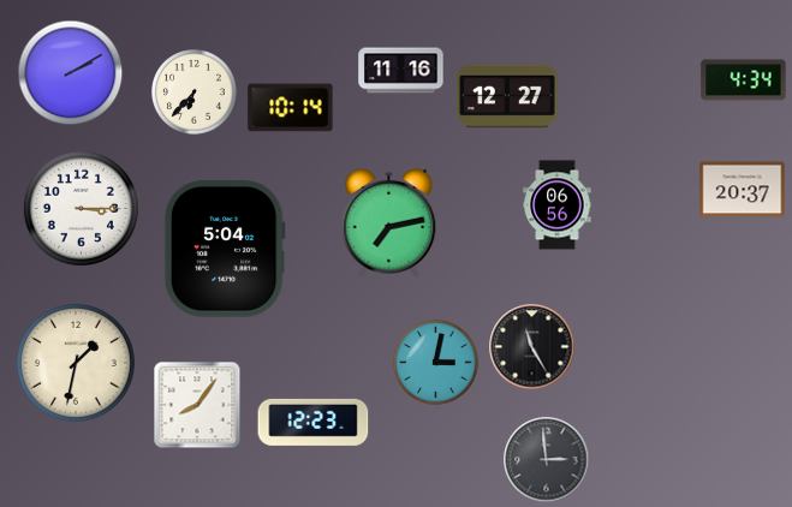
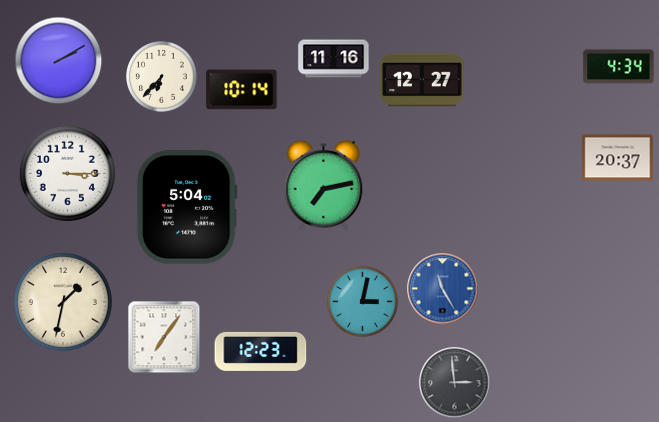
clock at (558, 205): 06:56 -> none
clock at (532, 347) dial: black -> blue
clock at (197, 405): 8:06 -> 7:06
